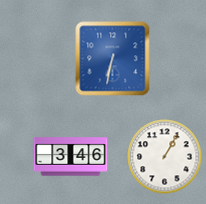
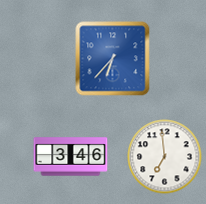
clock at (113, 59): 6:32 -> 6:37
clock at (165, 157): 1:05 -> 6:59
